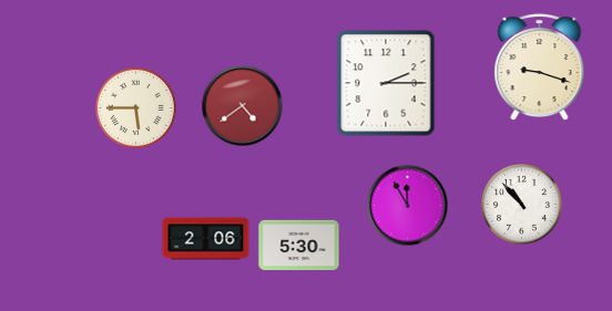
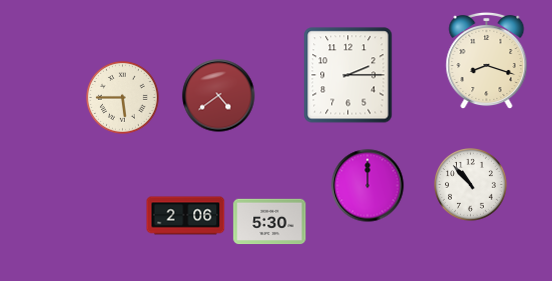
clock at (540, 68): 9:18 -> 8:18
clock at (408, 206): 11:55 -> 12:00
